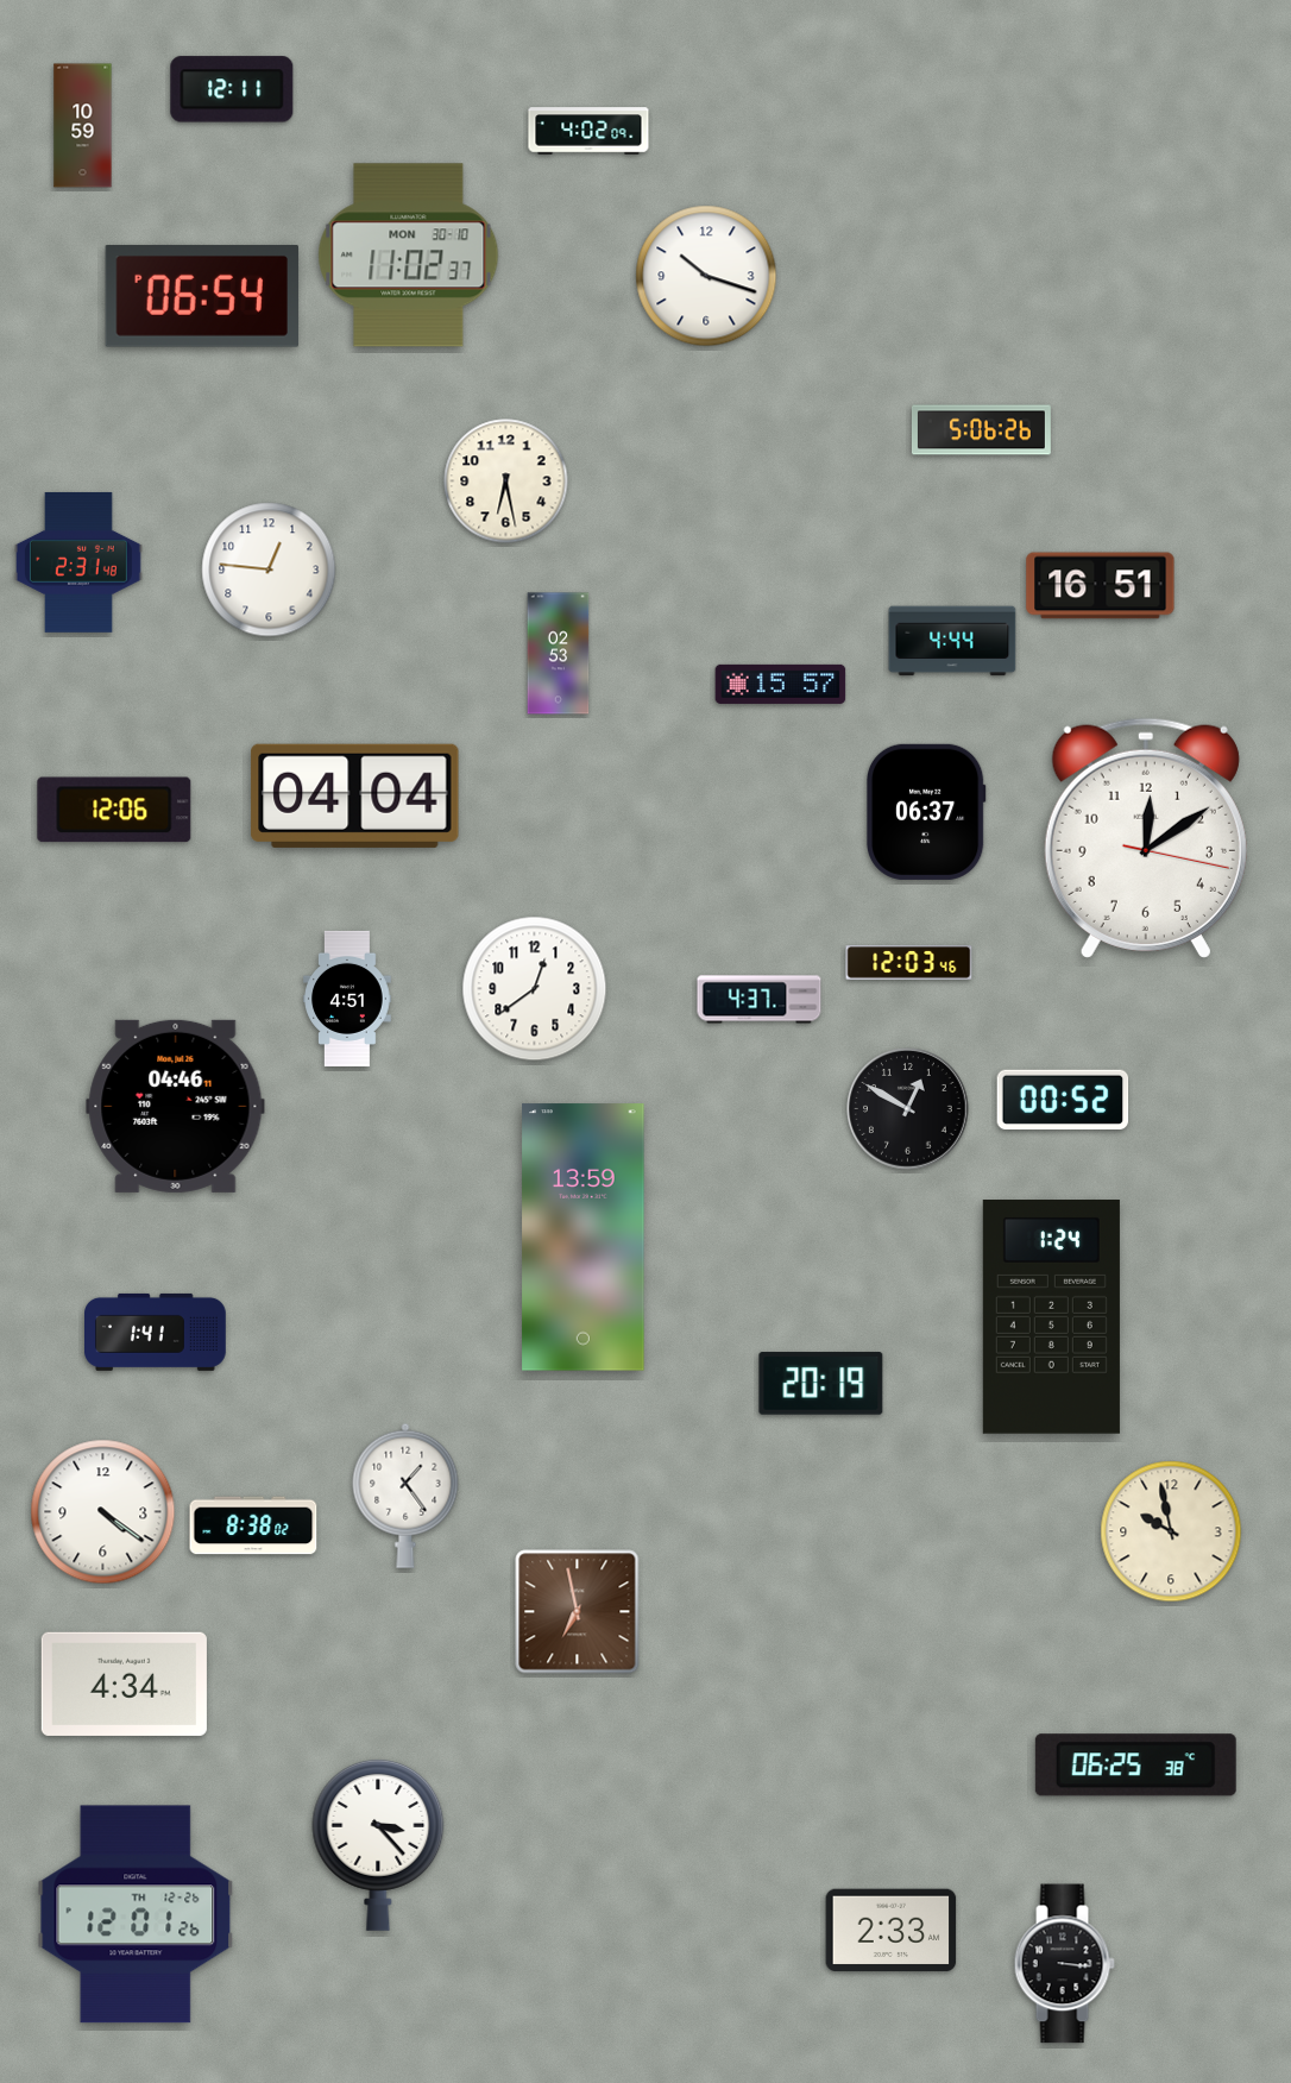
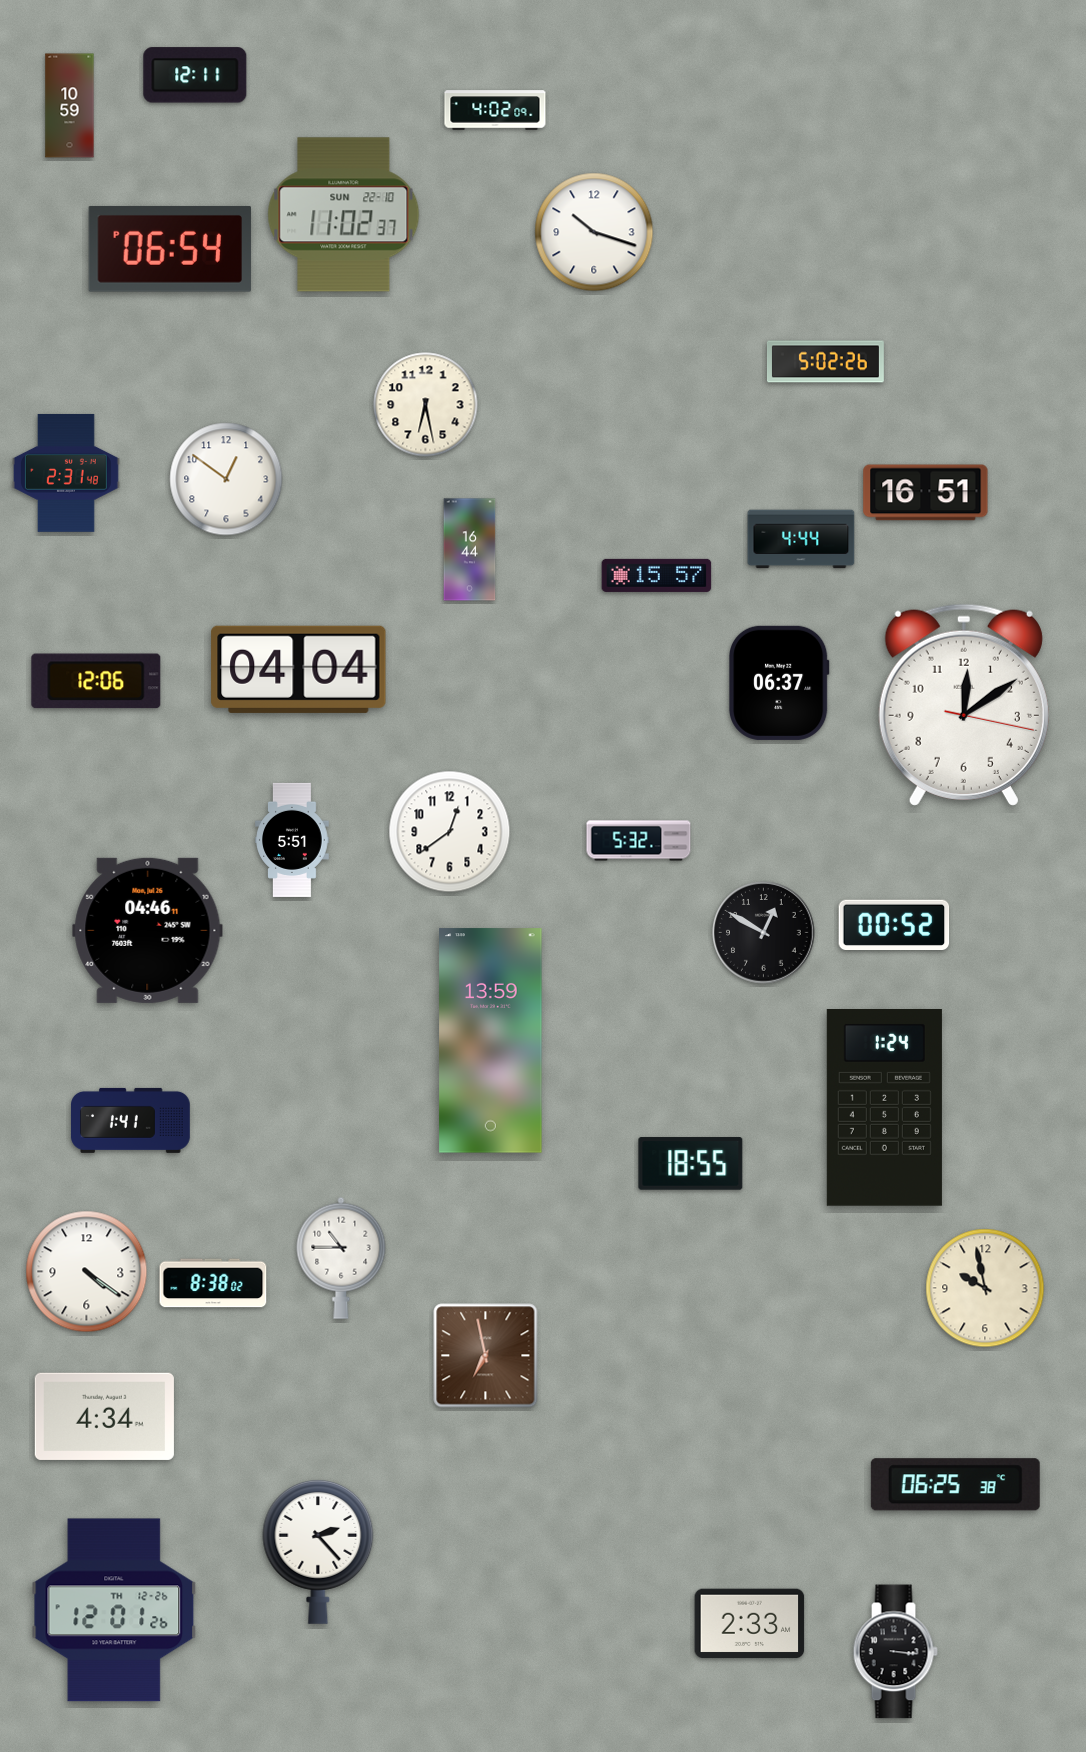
clock at (409, 256) date: MON 30-10 -> SUN 22-10
clock at (981, 430): 5:06 -> 5:02
clock at (269, 569): 12:46 -> 12:51
clock at (559, 654): 02:53 -> 16:44
clock at (909, 963): 12:03 -> none
clock at (347, 999): 4:51 -> 5:51
clock at (760, 1000): 4:37 -> 5:32
clock at (821, 1384): 20:19 -> 18:55
clock at (405, 1496): 1:24 -> 10:45
clock at (378, 1845): 3:23 -> 2:23
